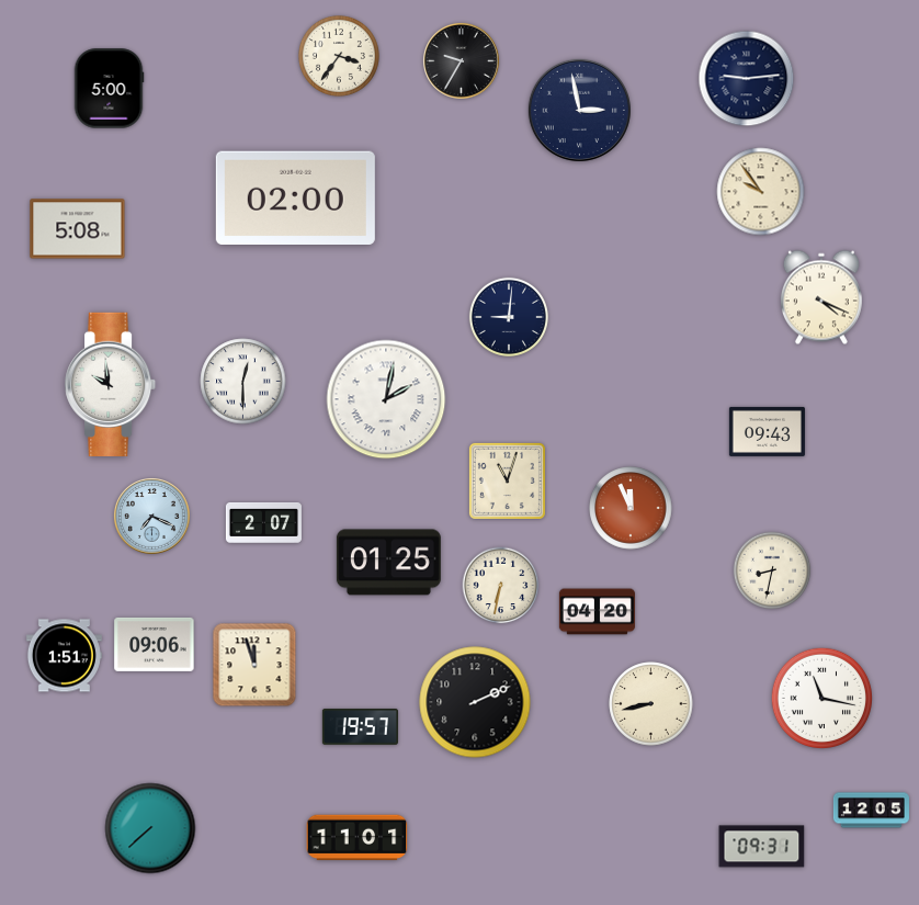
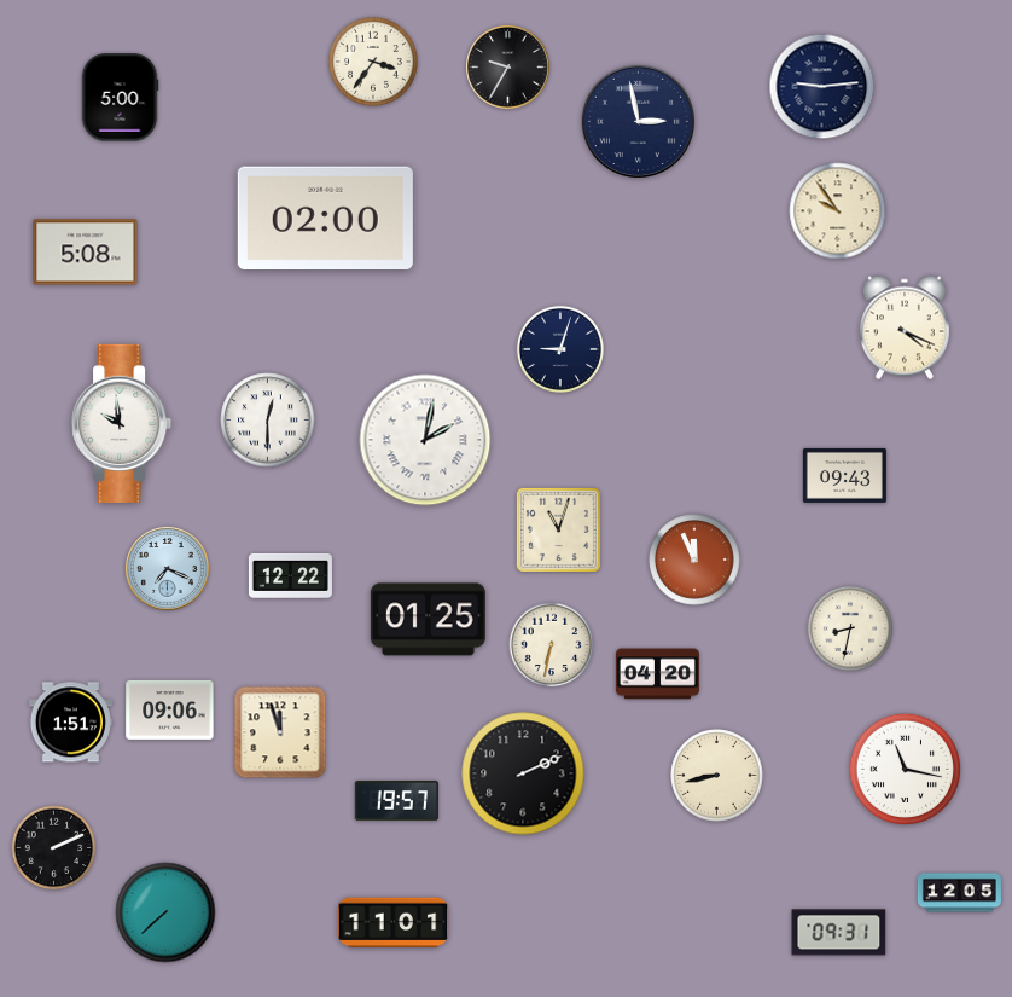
clock at (509, 317): 9:01 -> 9:03
clock at (263, 522): 2:07 -> 12:22
clock at (54, 848): none -> 2:11
